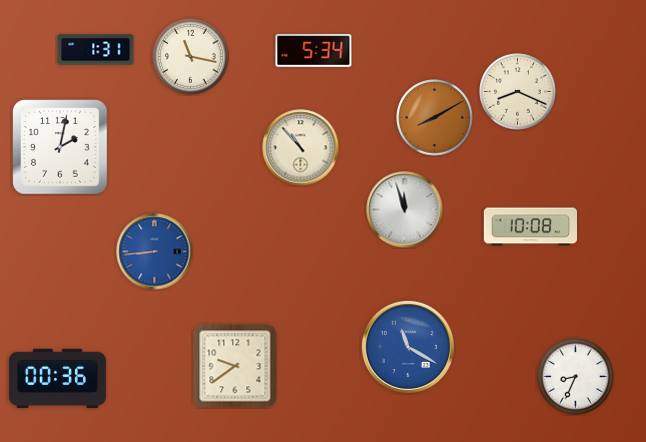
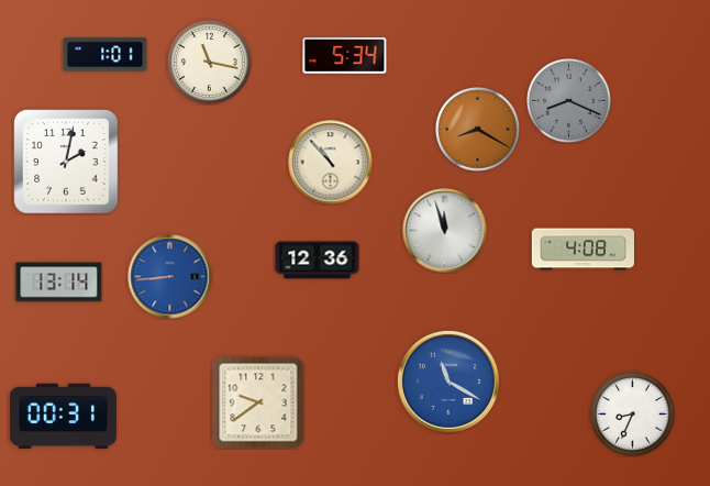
clock at (96, 50): 1:31 -> 1:01
clock at (518, 92) dial: cream -> grey
clock at (435, 118): 8:10 -> 8:20
clock at (530, 227): 10:08 -> 4:08
clock at (318, 261): none -> 12:36
clock at (59, 283): none -> 13:14
clock at (57, 379): 00:36 -> 00:31
